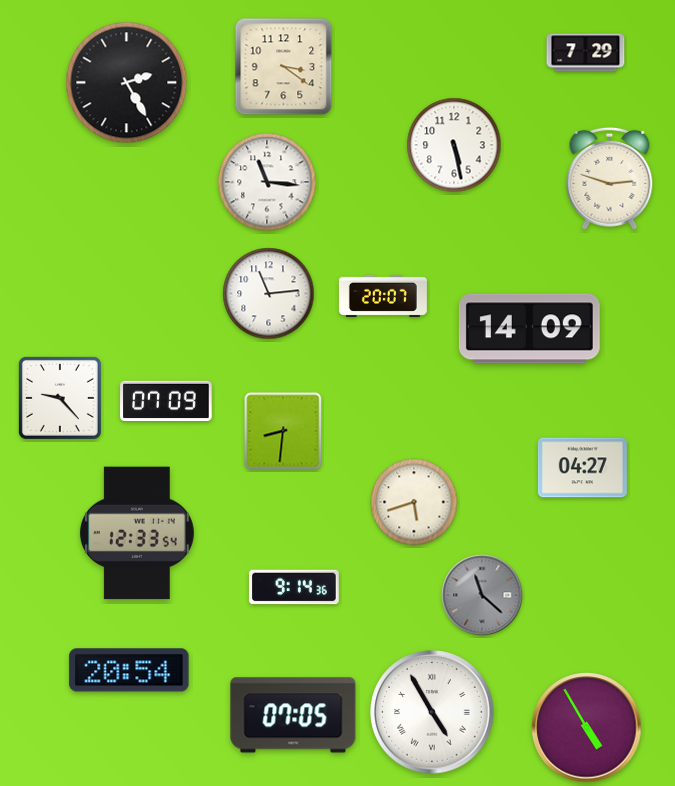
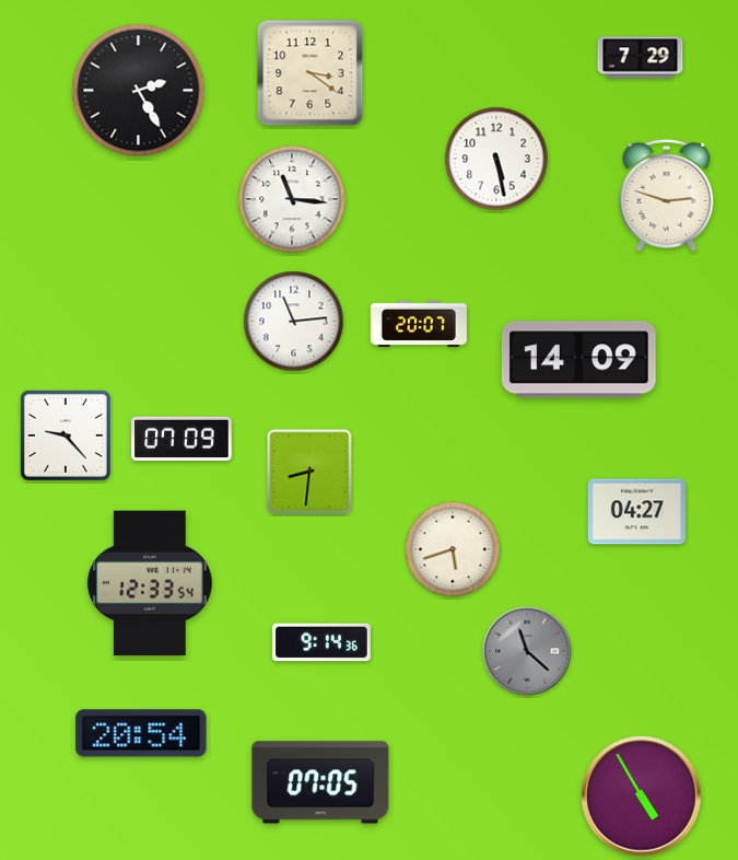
clock at (432, 712): 4:55 -> none
